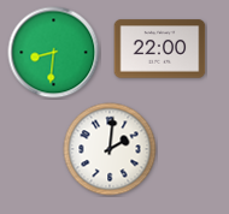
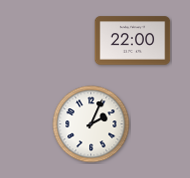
clock at (54, 53): 8:31 -> none
clock at (110, 149): 2:01 -> 2:04
